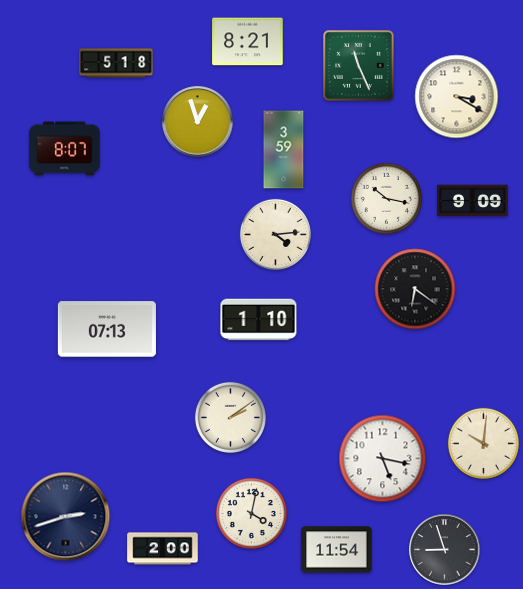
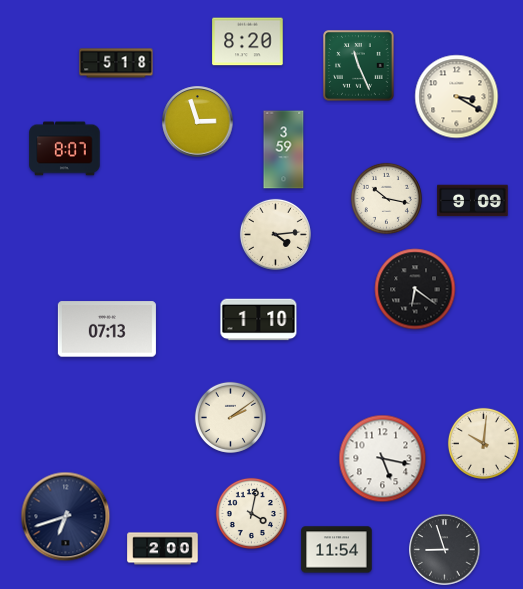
clock at (248, 42): 8:21 -> 8:20
clock at (198, 122): 12:57 -> 2:57
clock at (66, 517): 2:42 -> 6:42
